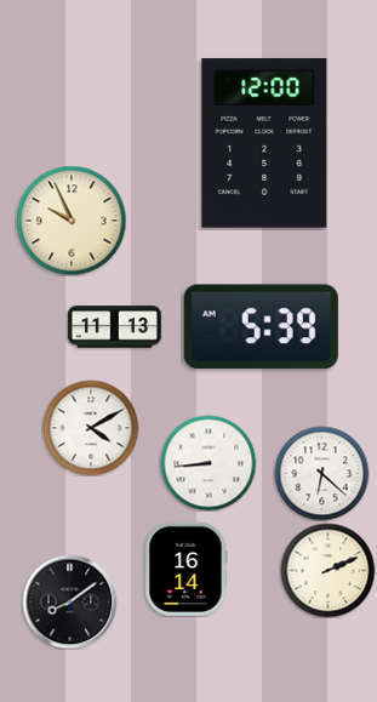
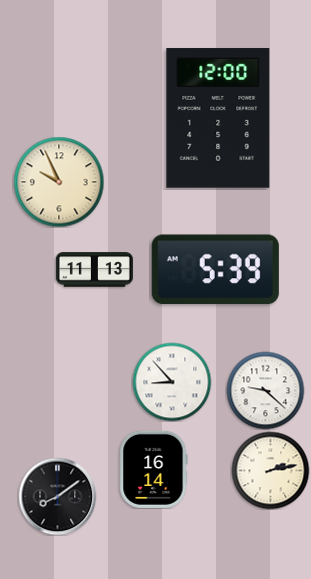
clock at (91, 428): 4:10 -> none
clock at (209, 463): 8:44 -> 8:53
clock at (321, 473): 6:22 -> 9:22
clock at (327, 570): 2:11 -> 2:13
